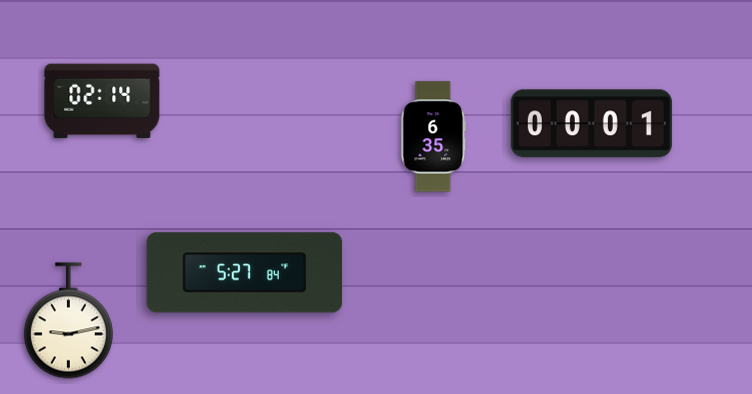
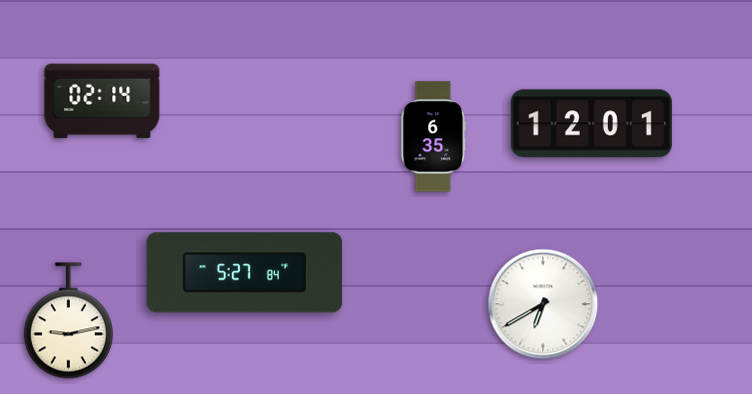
clock at (591, 124): 00:01 -> 12:01
clock at (543, 304): none -> 6:40
